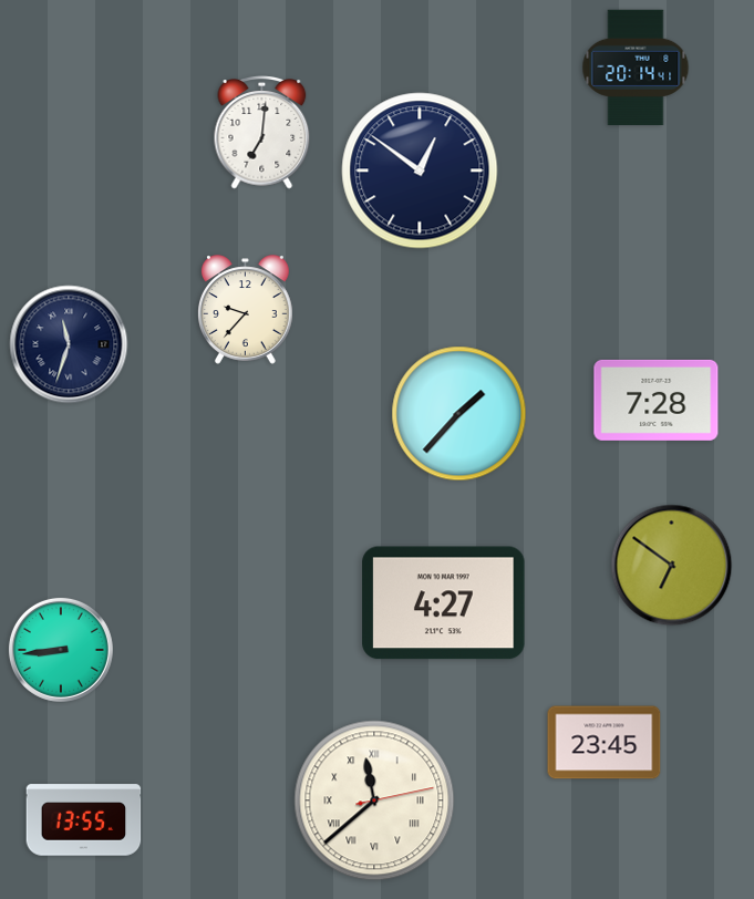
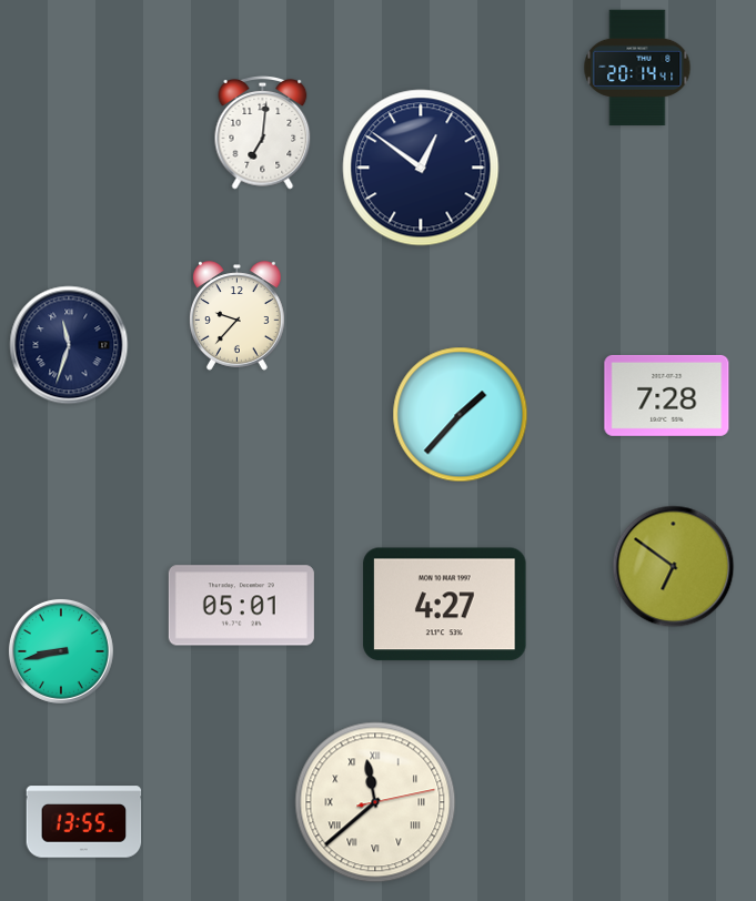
clock at (420, 170) position: (420, 170) -> (421, 168)
clock at (246, 310) position: (246, 310) -> (238, 316)
clock at (657, 400) position: (657, 400) -> (667, 395)
clock at (241, 606): none -> 05:01
clock at (61, 650): 8:44 -> 8:43
clock at (605, 743): 23:45 -> none
